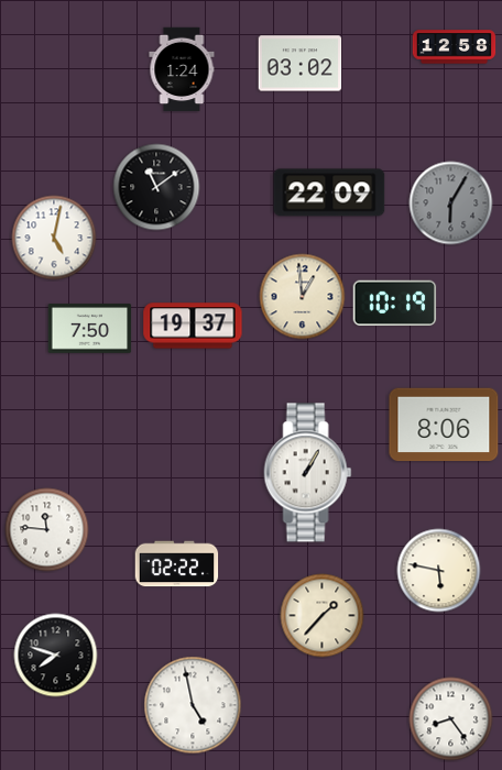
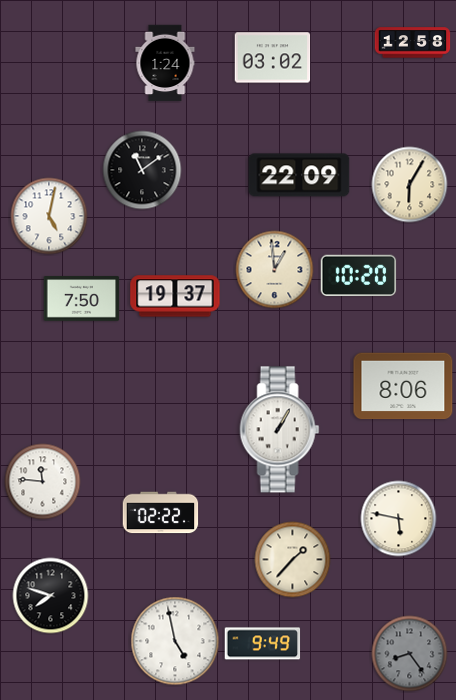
clock at (451, 204) dial: grey -> cream
clock at (395, 304): 10:19 -> 10:20
clock at (263, 644): none -> 9:49
clock at (451, 719) dial: white -> grey
